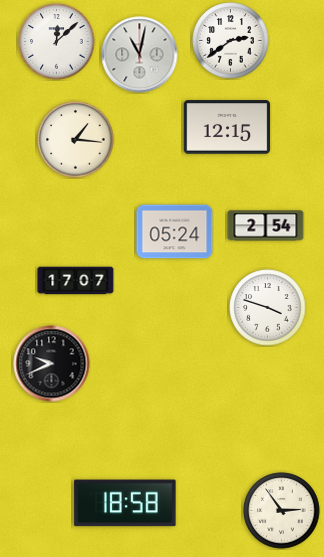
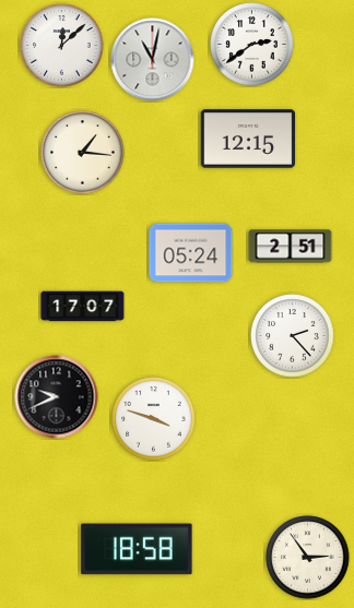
clock at (266, 226): 2:54 -> 2:51
clock at (268, 308): 3:48 -> 2:23
clock at (154, 419): none -> 3:48
